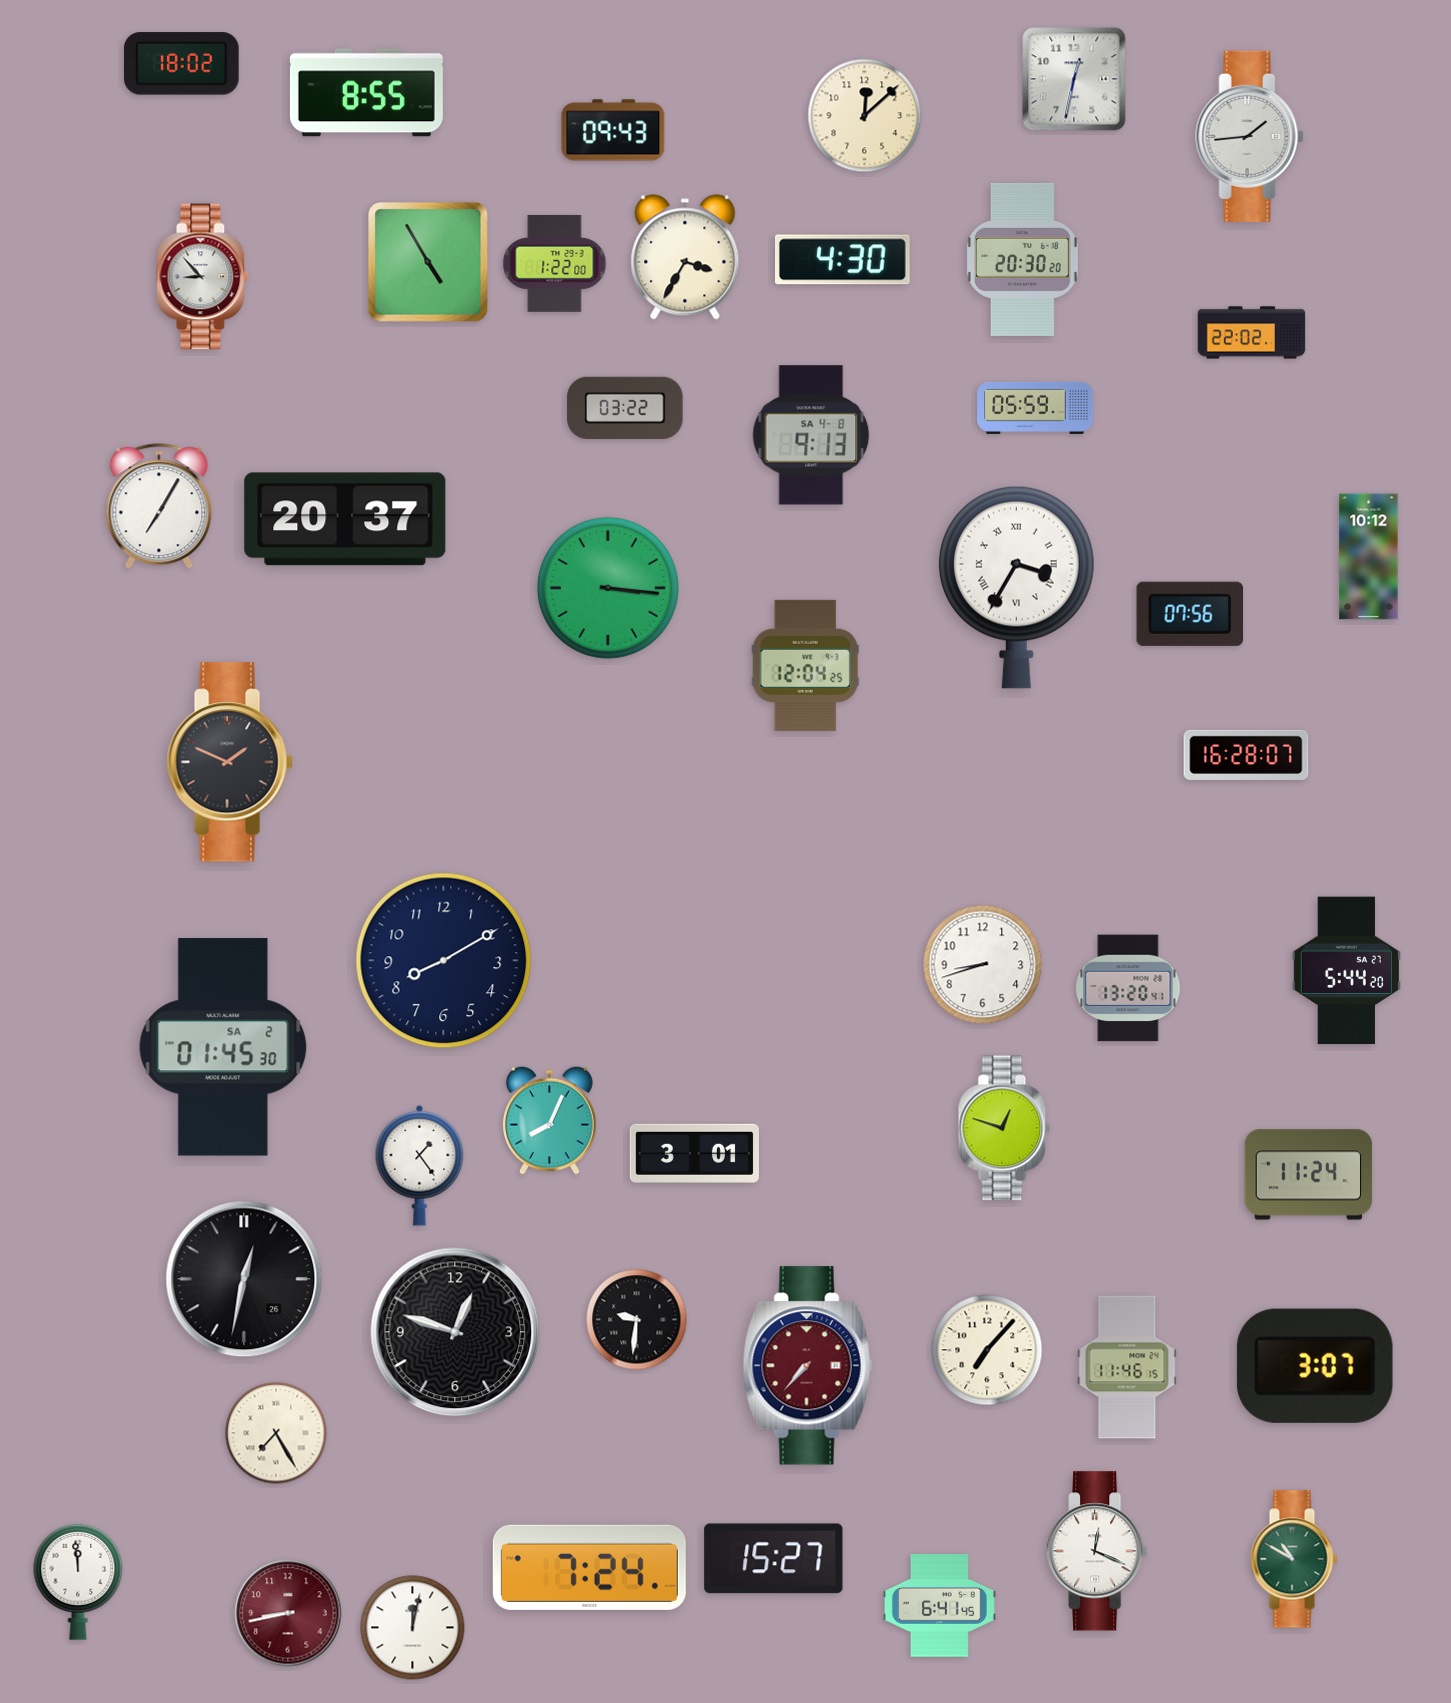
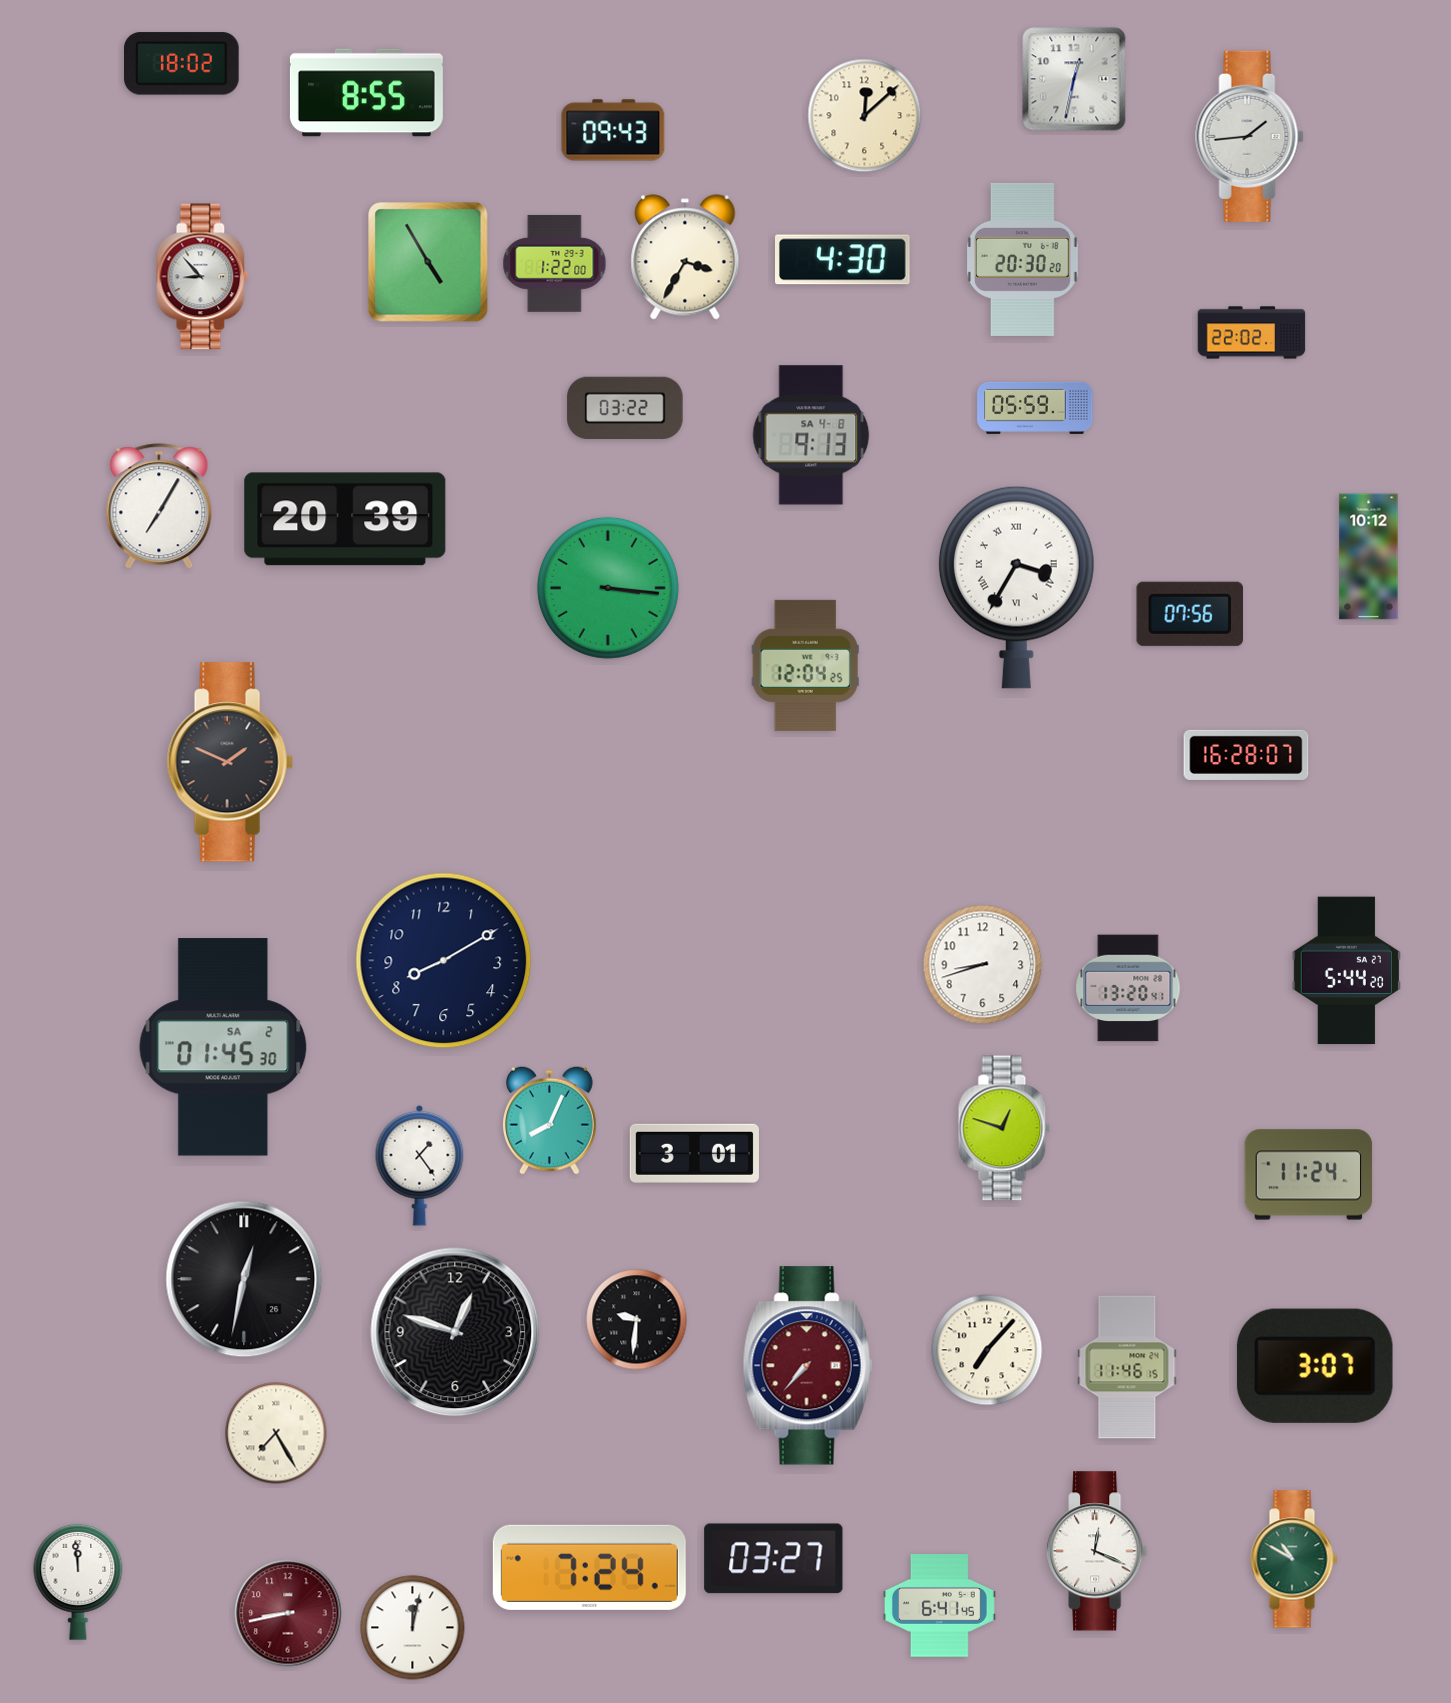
clock at (345, 519): 20:37 -> 20:39
clock at (774, 1559): 15:27 -> 03:27
